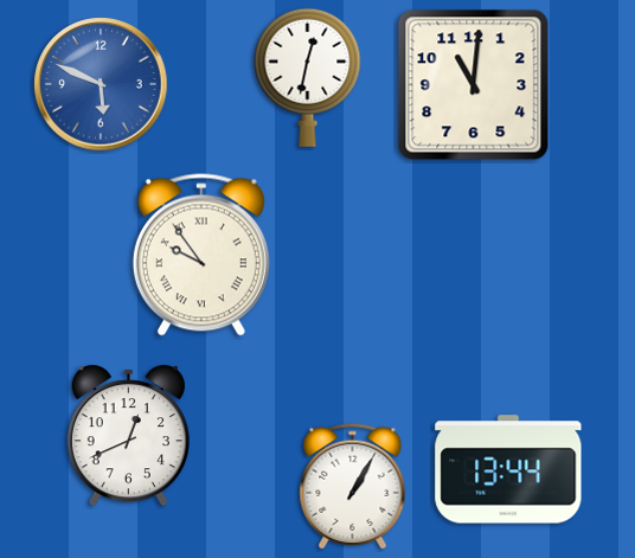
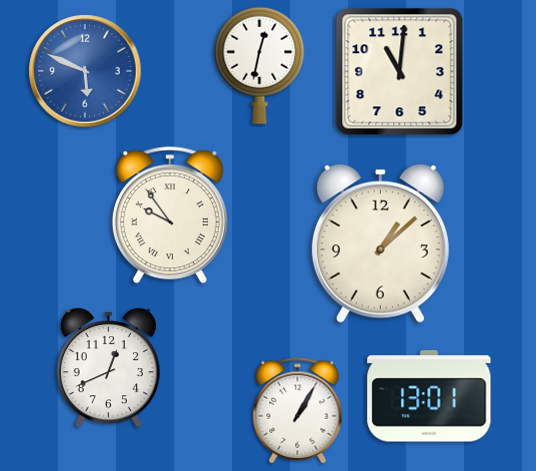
clock at (380, 243): none -> 1:08
clock at (508, 469): 13:44 -> 13:01
